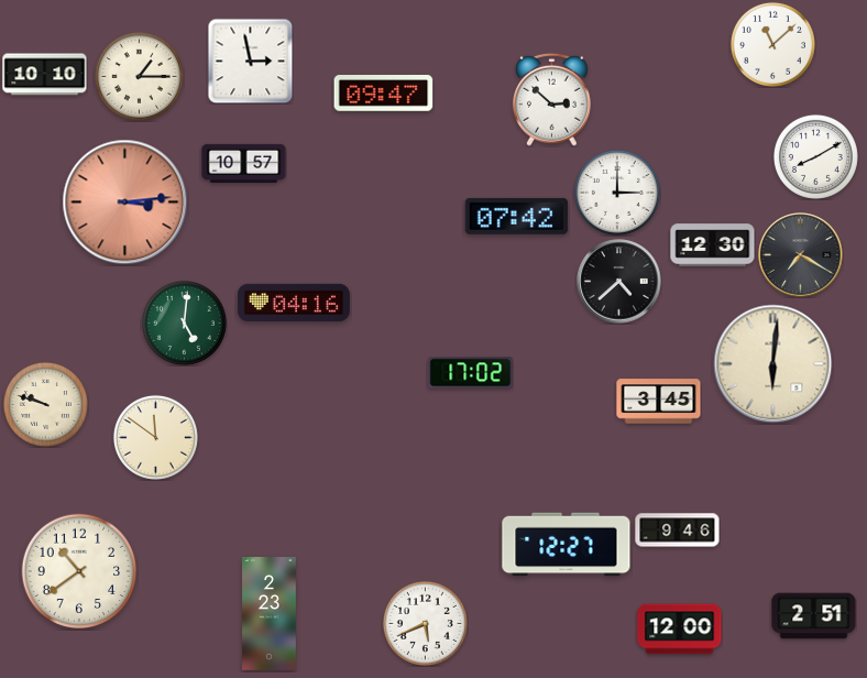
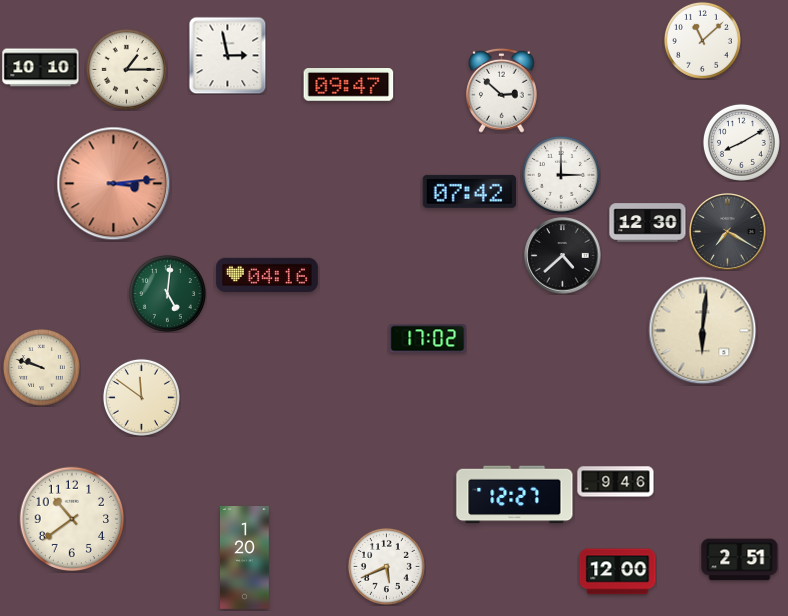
clock at (244, 163): 10:57 -> none
clock at (517, 216) position: (517, 216) -> (470, 191)
clock at (659, 402): 3:45 -> none
clock at (270, 614): 2:23 -> 1:20
